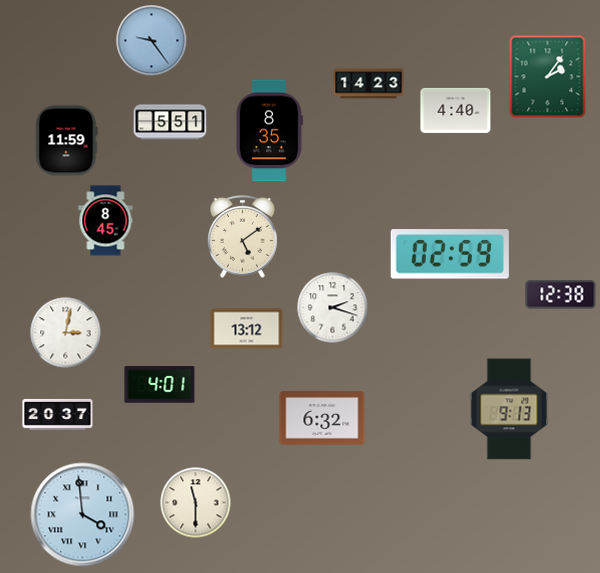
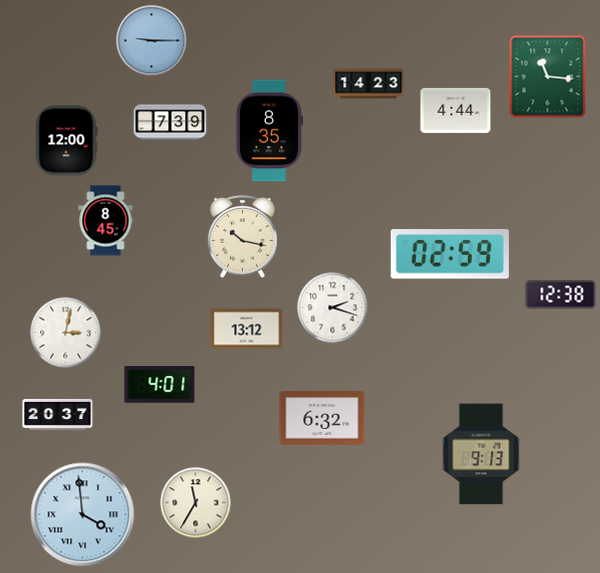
clock at (152, 41): 9:24 -> 9:15
clock at (548, 77): 2:06 -> 11:16
clock at (456, 110): 4:40 -> 4:44
clock at (170, 122): 5:51 -> 7:39
clock at (67, 141): 11:59 -> 12:00
clock at (242, 236): 5:09 -> 10:17
clock at (509, 409) position: (509, 409) -> (481, 454)
clock at (196, 503): 11:30 -> 11:35
